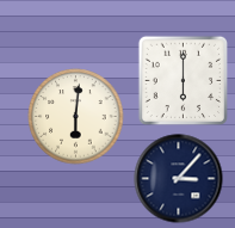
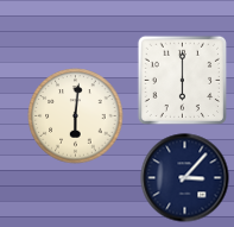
clock at (179, 179) position: (179, 179) -> (185, 178)
